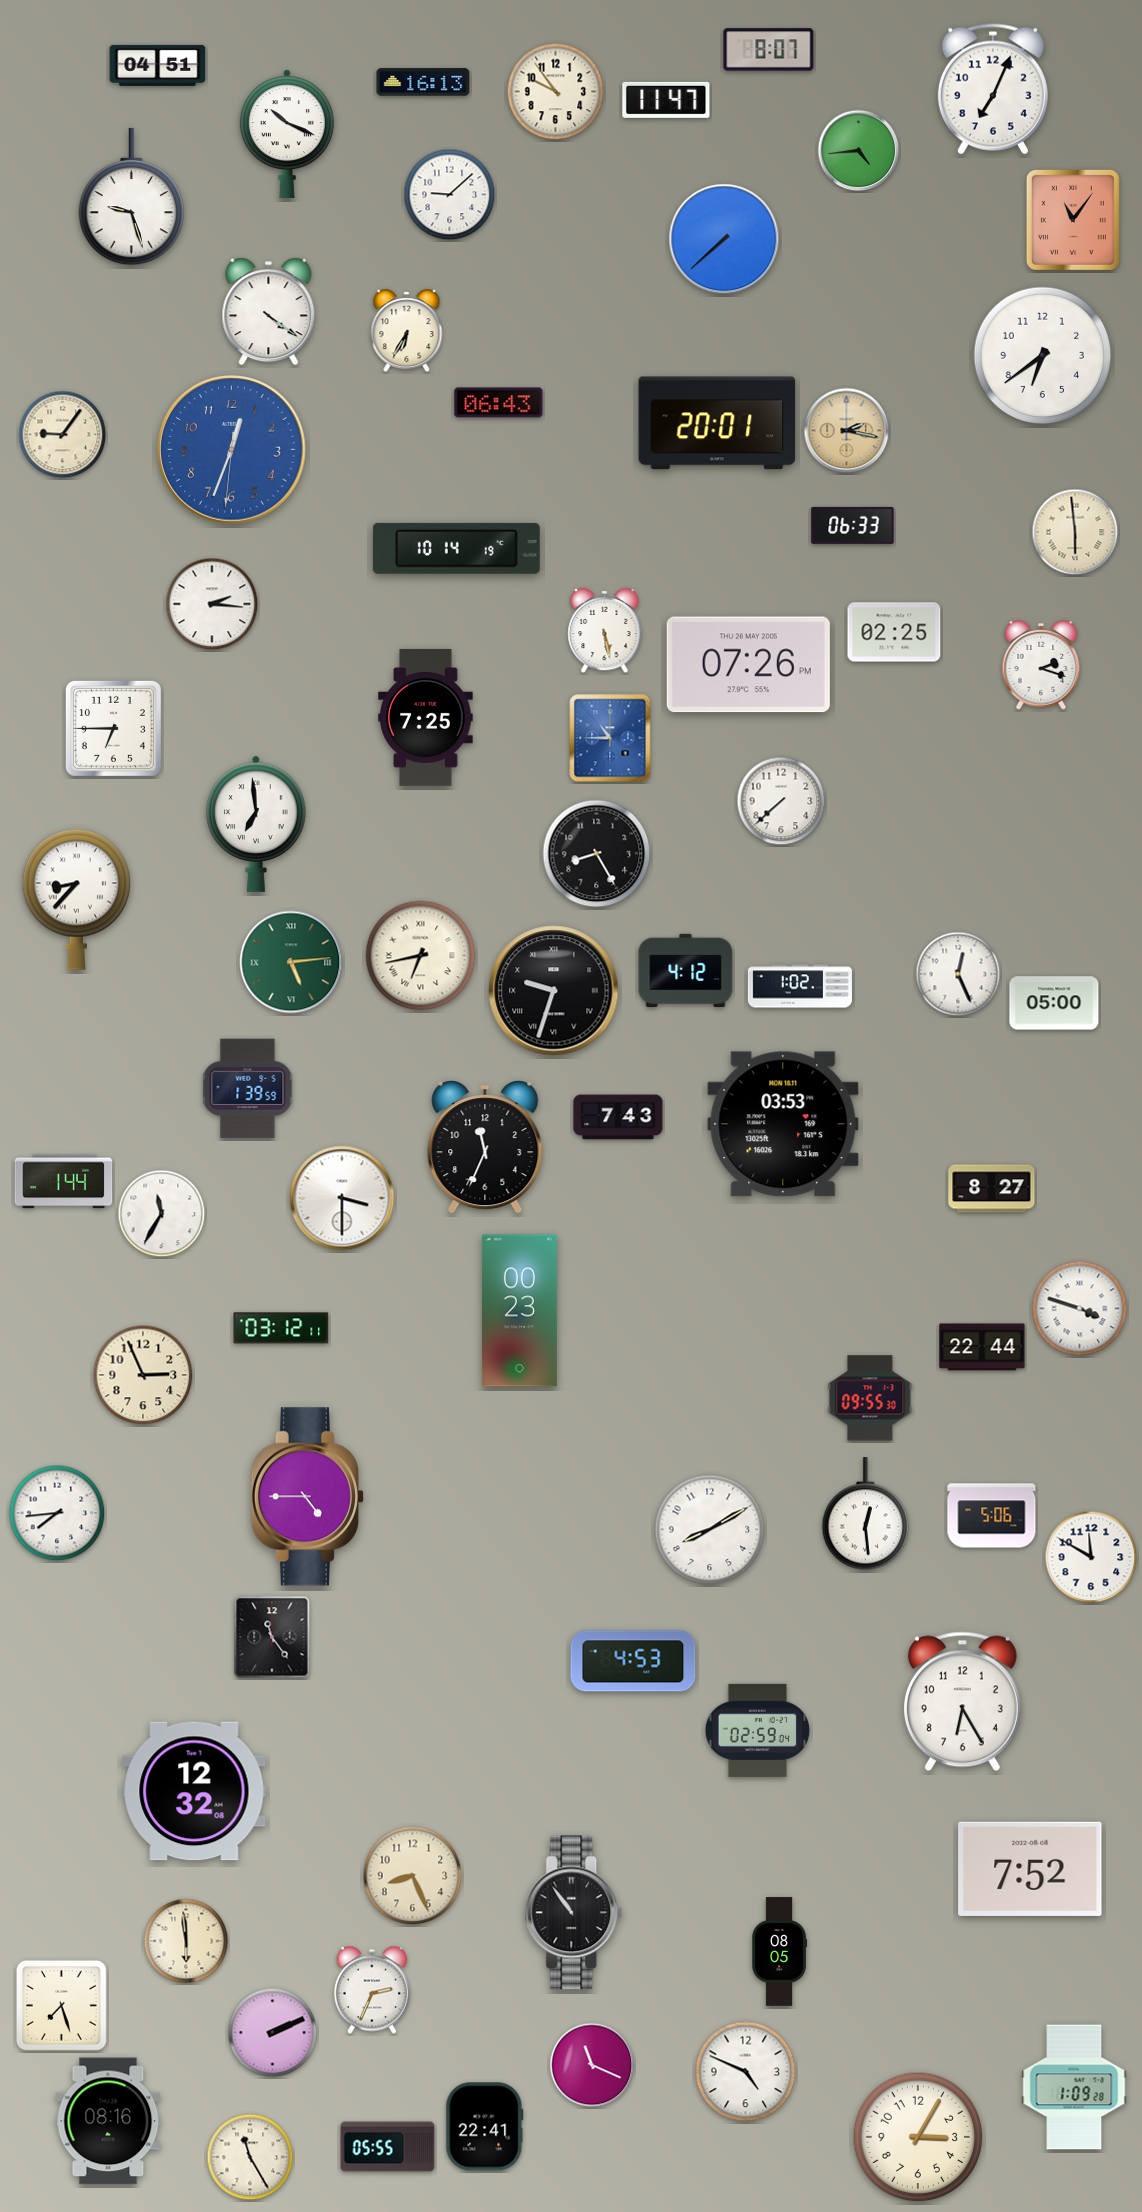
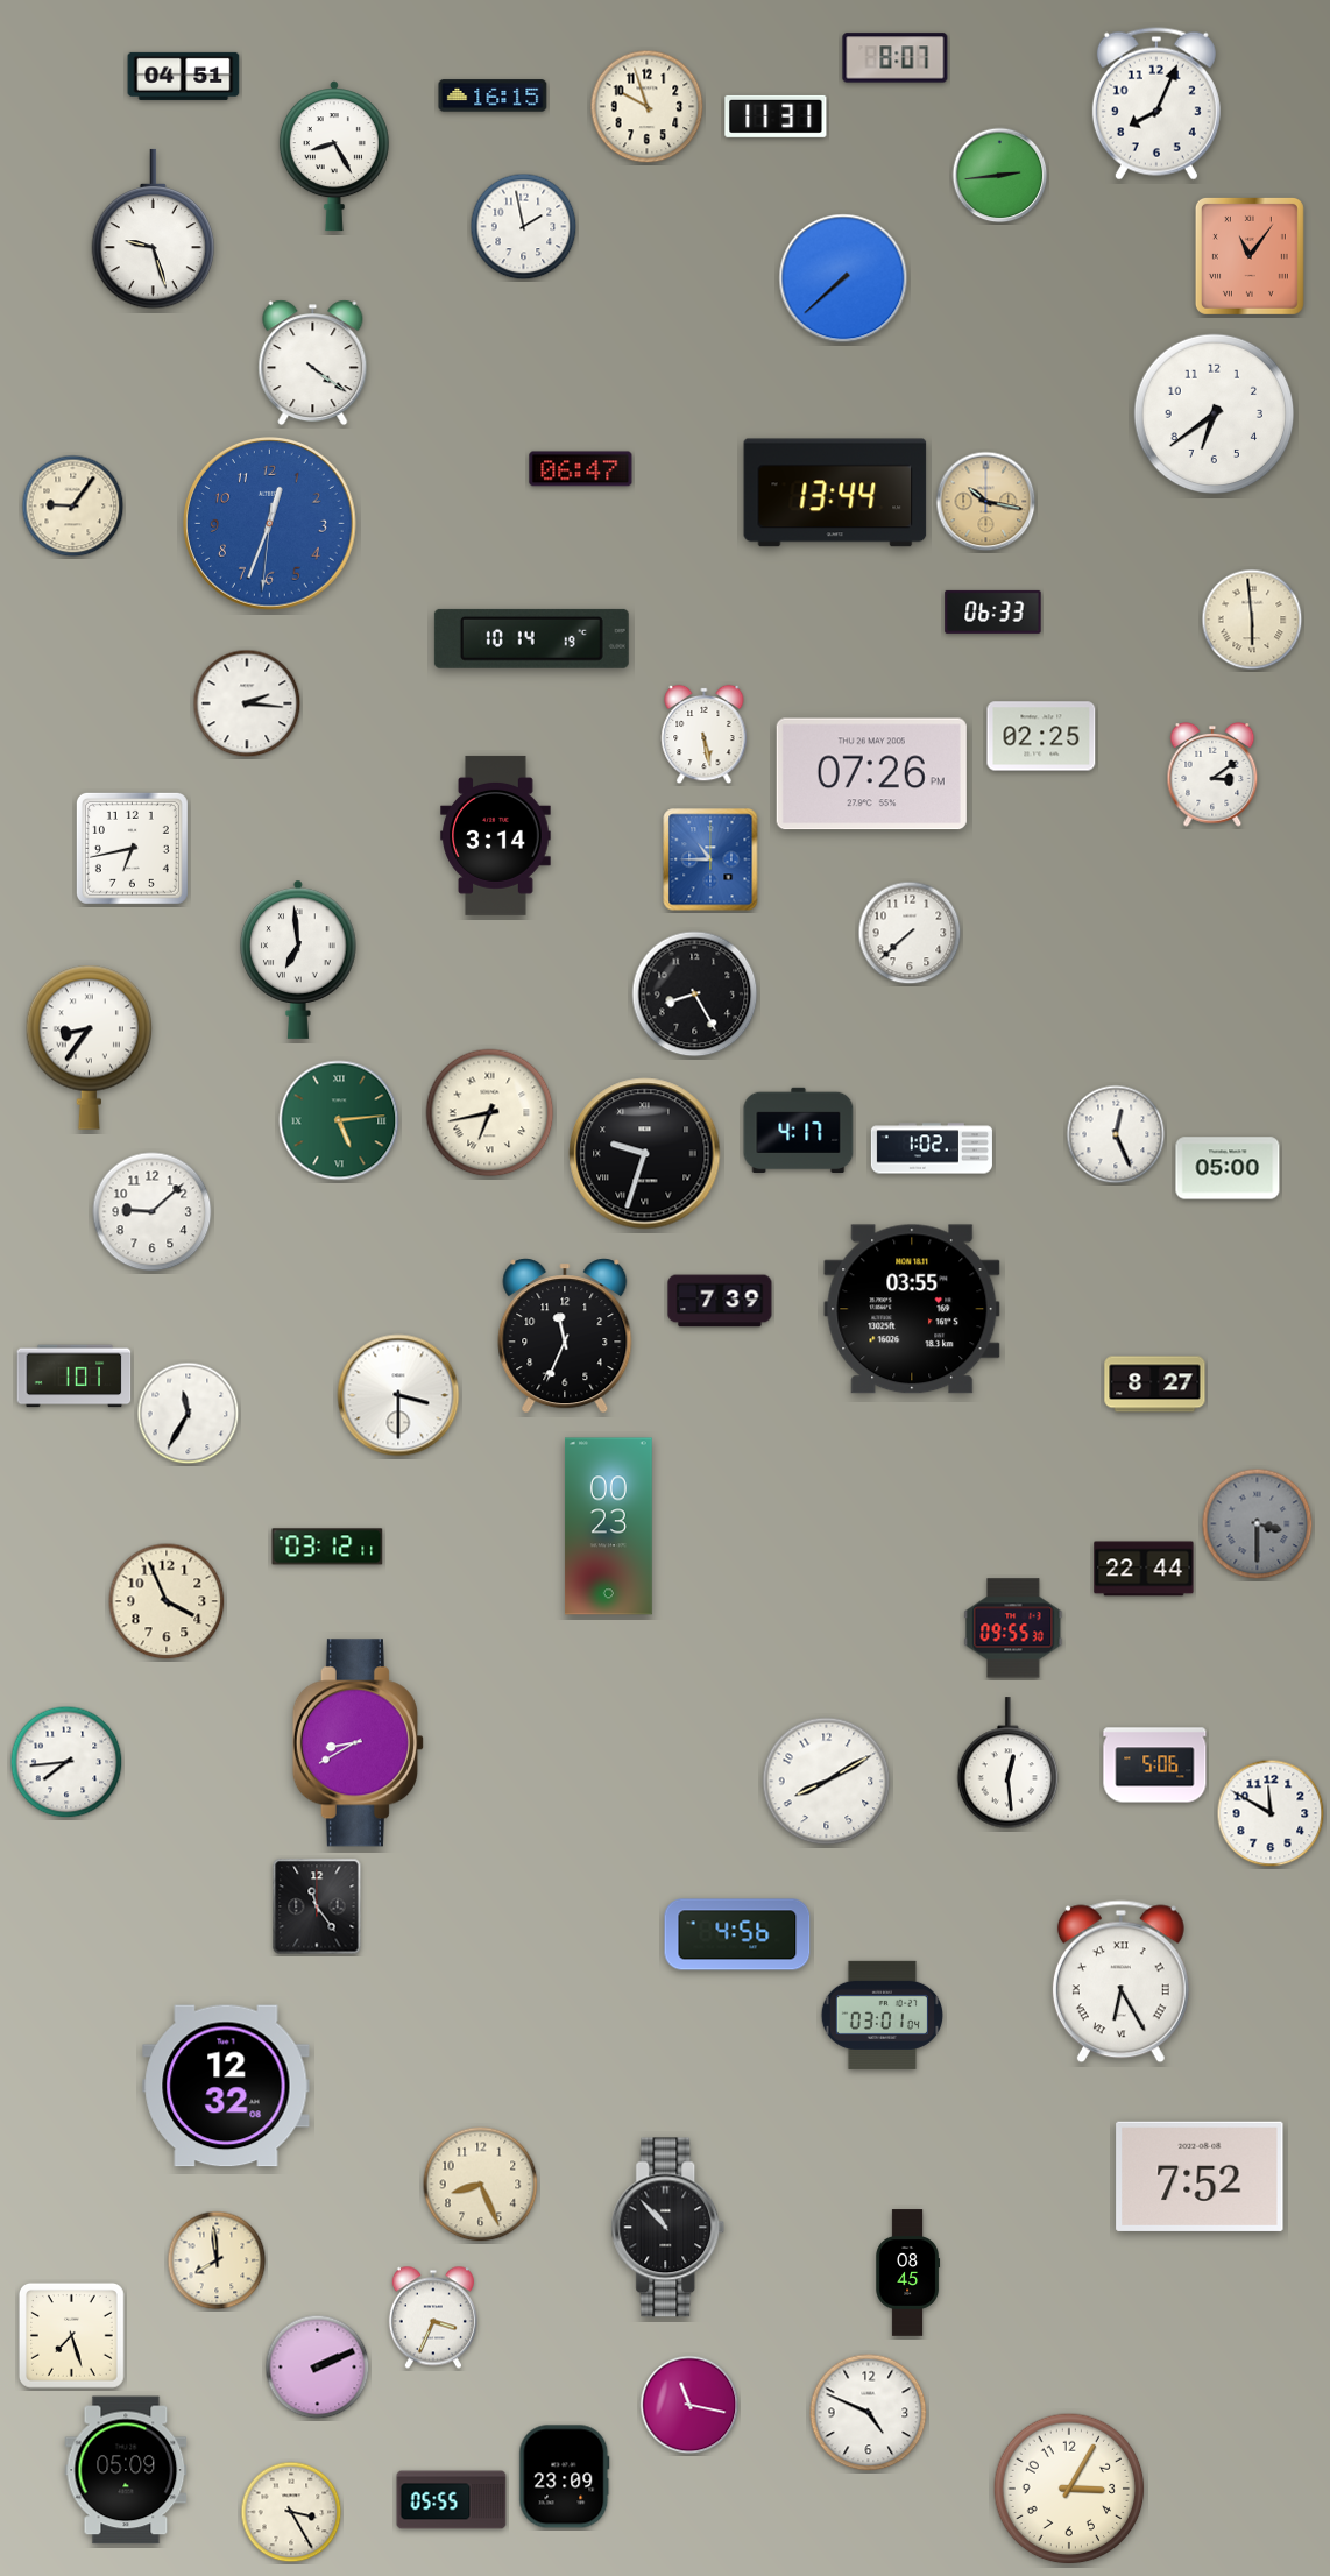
clock at (423, 82): 16:13 -> 16:15
clock at (993, 89): 7:04 -> 8:04
clock at (556, 92): 9:54 -> 9:57
clock at (666, 100): 11:47 -> 11:31
clock at (287, 134): 10:19 -> 8:25
clock at (859, 151): 4:44 -> 2:44
clock at (450, 195): 9:08 -> 1:58
clock at (407, 331): 6:35 -> none
clock at (499, 403): 06:43 -> 06:47
clock at (717, 423): 20:01 -> 13:44
clock at (847, 431): 2:17 -> 10:17
clock at (1041, 666): 2:18 -> 3:09
clock at (426, 717): 7:25 -> 3:14
clock at (113, 728): 6:45 -> 6:43
clock at (76, 899): 8:37 -> 8:36
clock at (686, 970): 4:12 -> 4:17
clock at (153, 1212): none -> 9:08
clock at (248, 1089): 1:39 -> none
clock at (618, 1117): 7:43 -> 7:39
clock at (783, 1124): 03:53 -> 03:55
clock at (64, 1182): 1:44 -> 1:01
clock at (1080, 1309): 3:48 -> 3:30
clock at (1080, 1309) dial: white -> grey
clock at (519, 1311) position: (519, 1311) -> (608, 1527)
clock at (143, 1375): 2:56 -> 3:56
clock at (307, 1497): 4:45 -> 8:40
clock at (633, 1661): 4:53 -> 4:56
clock at (962, 1702) numerals: Arabic -> Roman
clock at (757, 1730): 02:59 -> 03:01
clock at (574, 1913): 10:54 -> 10:53
clock at (186, 1941): 5:59 -> 7:59
clock at (780, 1952): 08:05 -> 08:45
clock at (372, 1990): 2:34 -> 3:34
clock at (592, 2065): 11:19 -> 11:17
clock at (1074, 2087): 1:09 -> none
clock at (108, 2121): 08:16 -> 05:09
clock at (485, 2127): 22:41 -> 23:09
clock at (250, 2157): 11:25 -> 3:25
